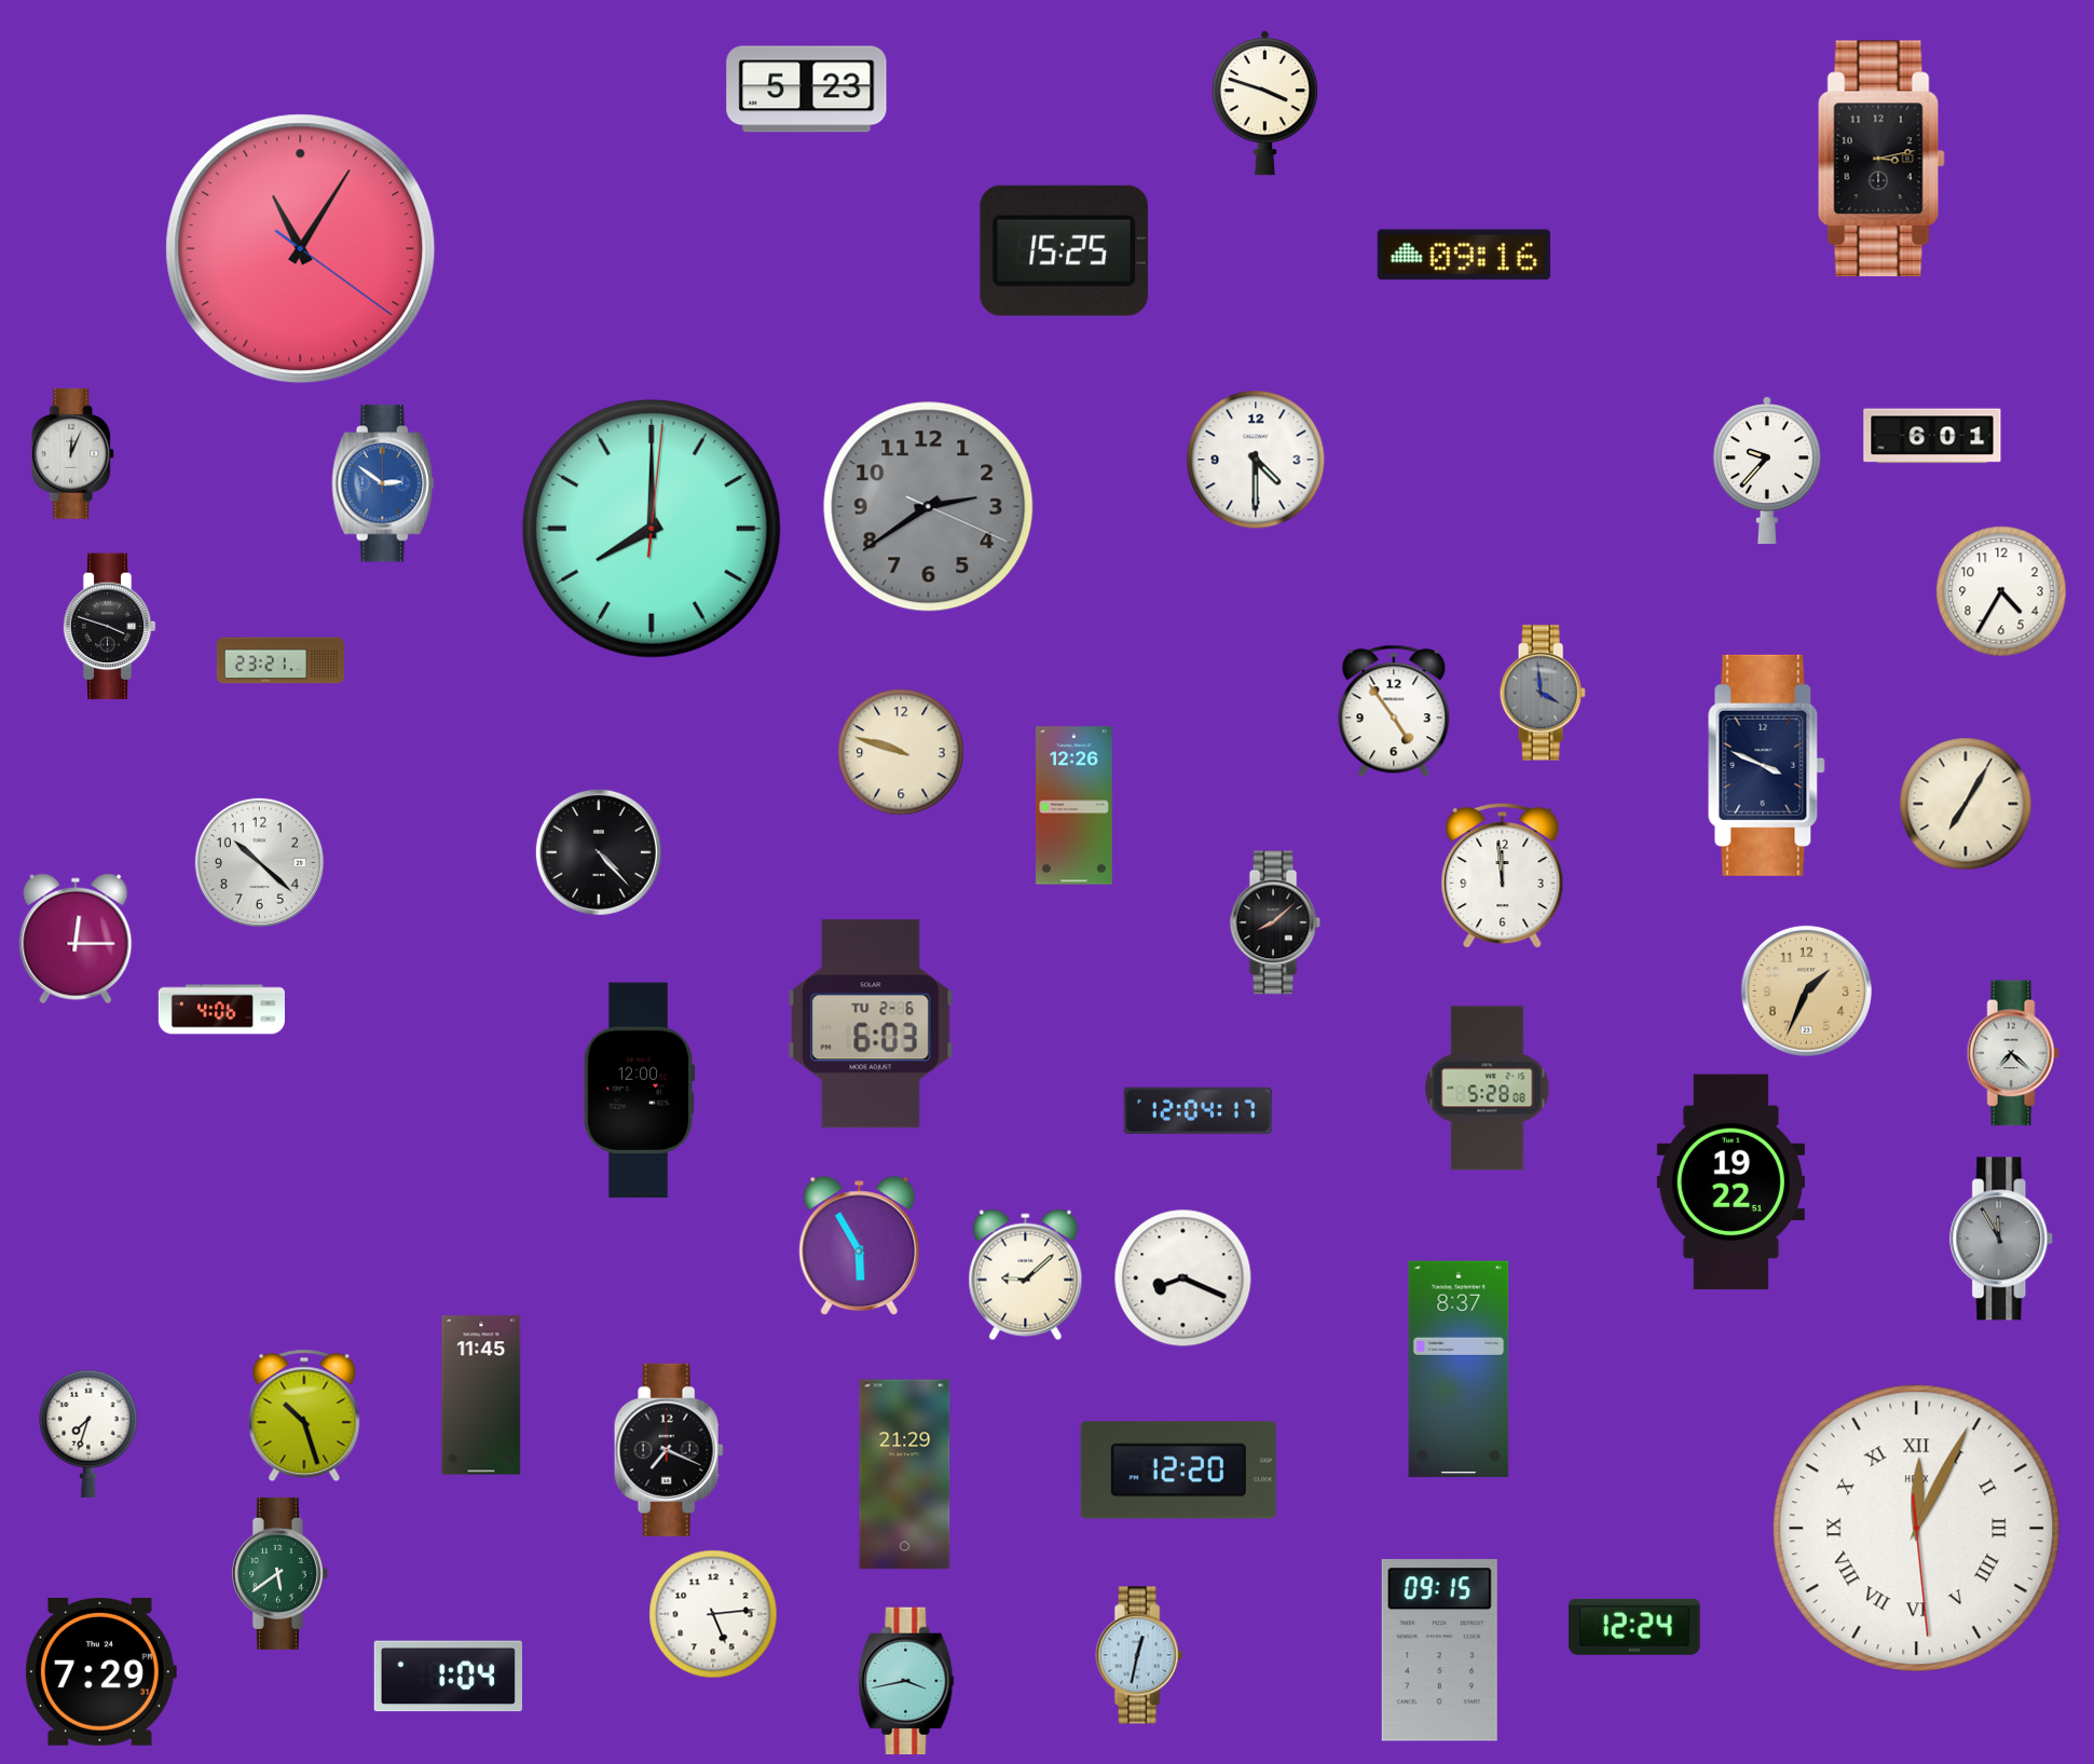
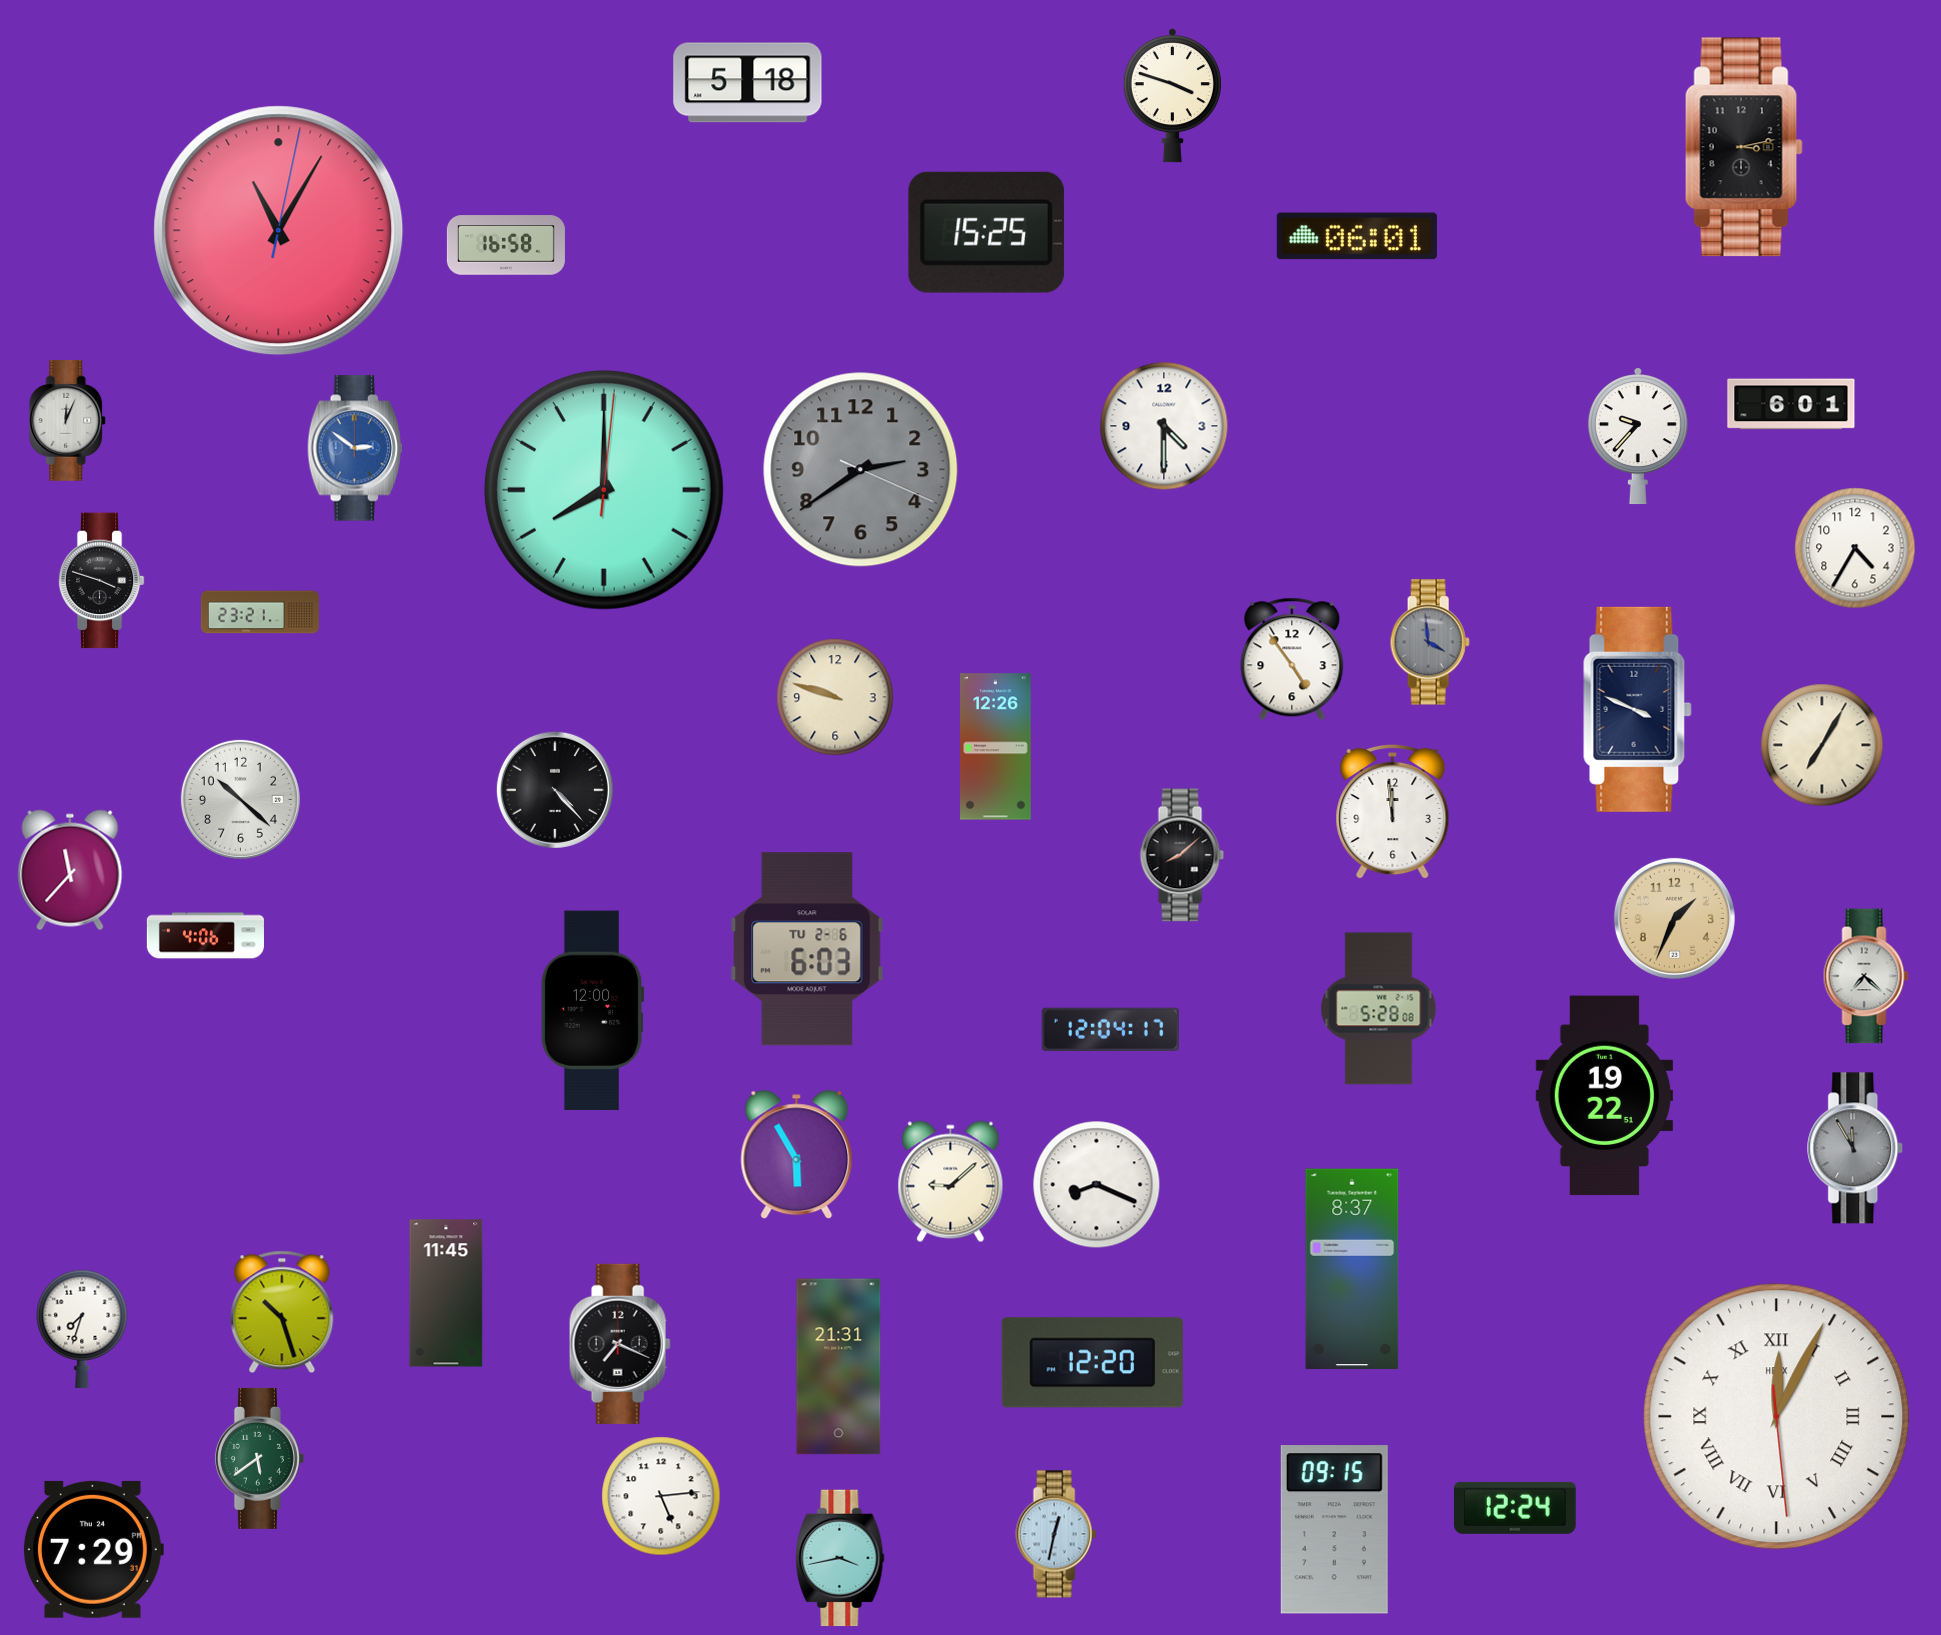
clock at (807, 90): 5:23 -> 5:18
clock at (301, 249): 11:05:21 -> 11:05:02
clock at (1464, 255): 09:16 -> 06:01
clock at (506, 245): none -> 16:58
clock at (76, 939): 12:15 -> 11:37
clock at (905, 1475): 21:29 -> 21:31
clock at (448, 1677): 1:04 -> none
